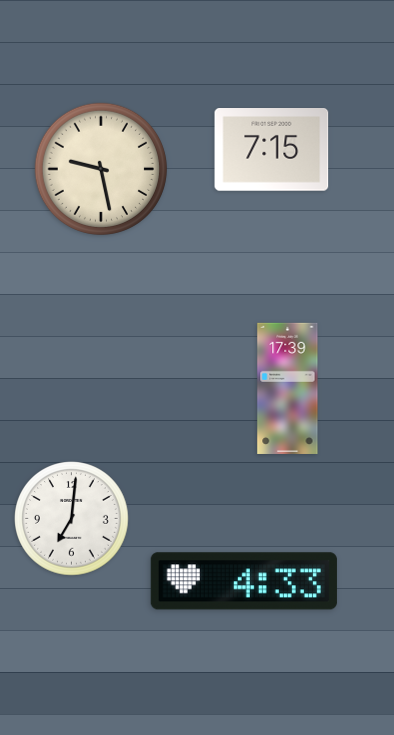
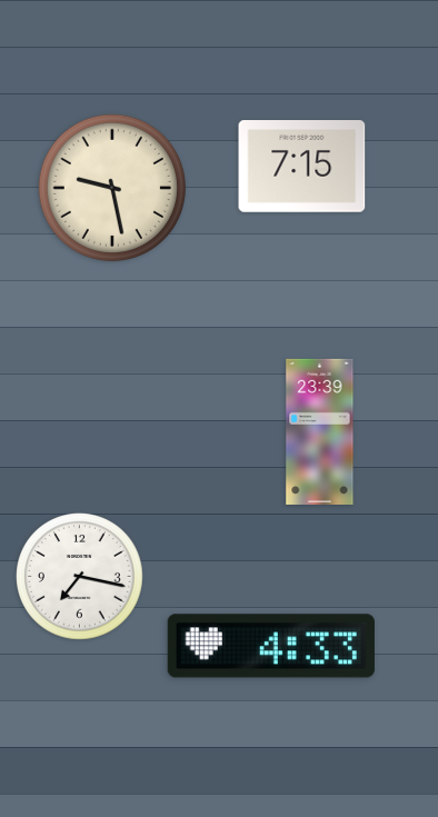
clock at (288, 388): 17:39 -> 23:39
clock at (72, 519): 7:01 -> 7:17
